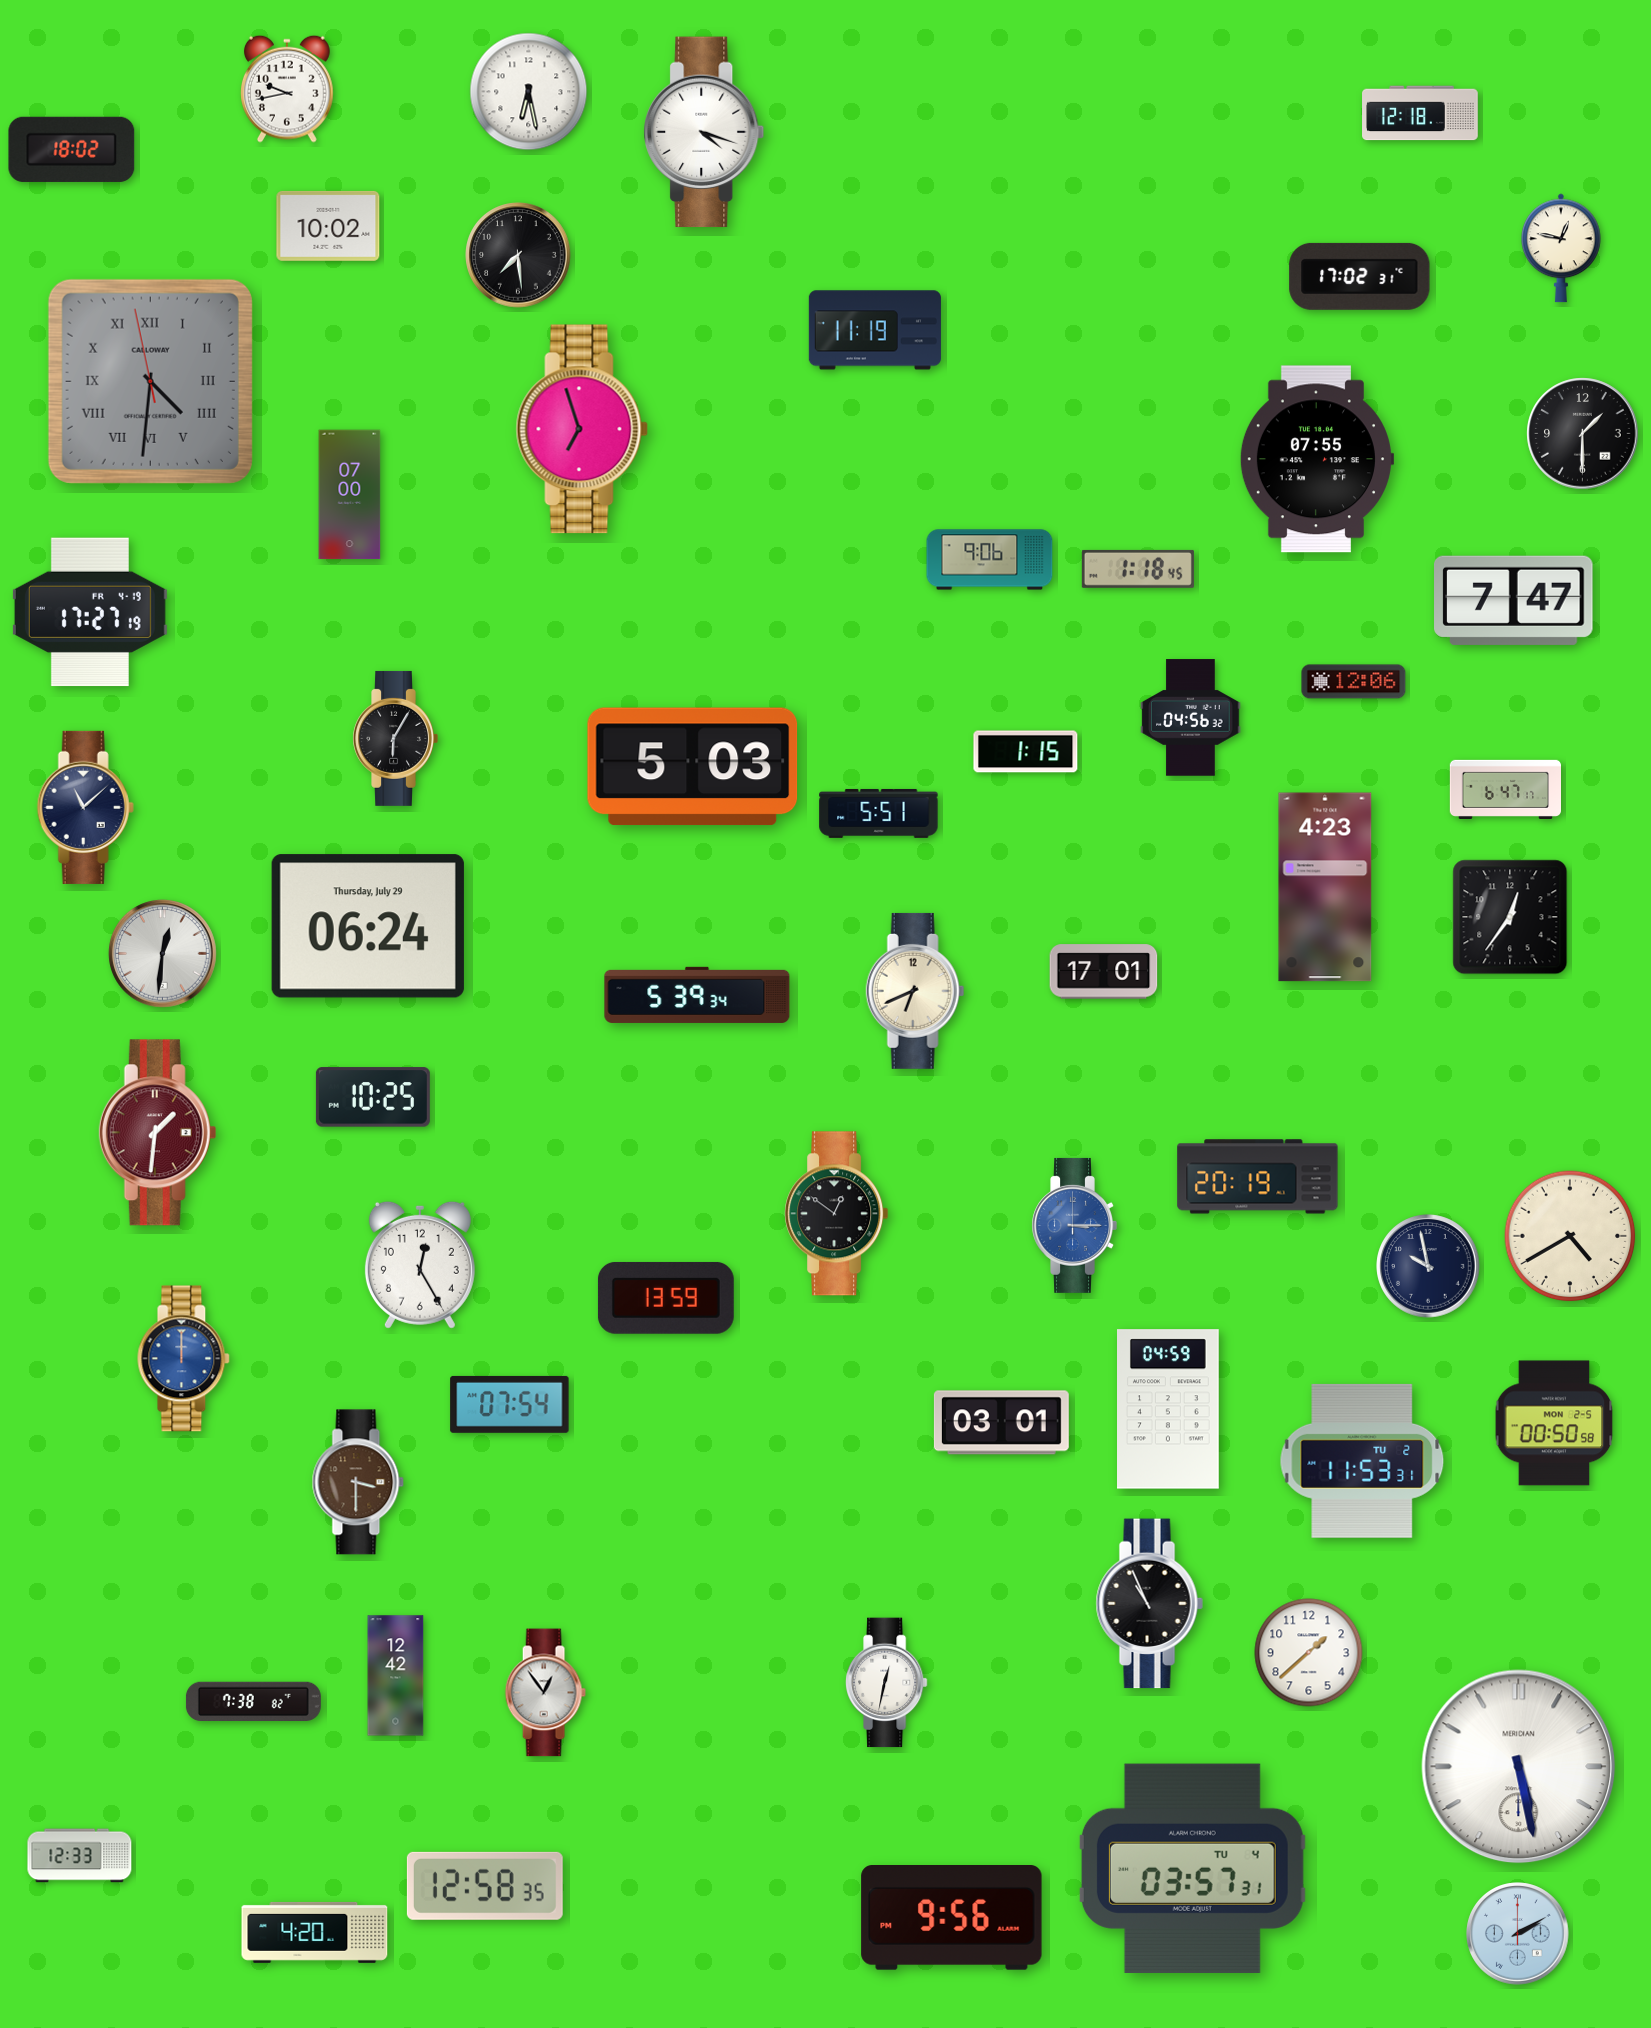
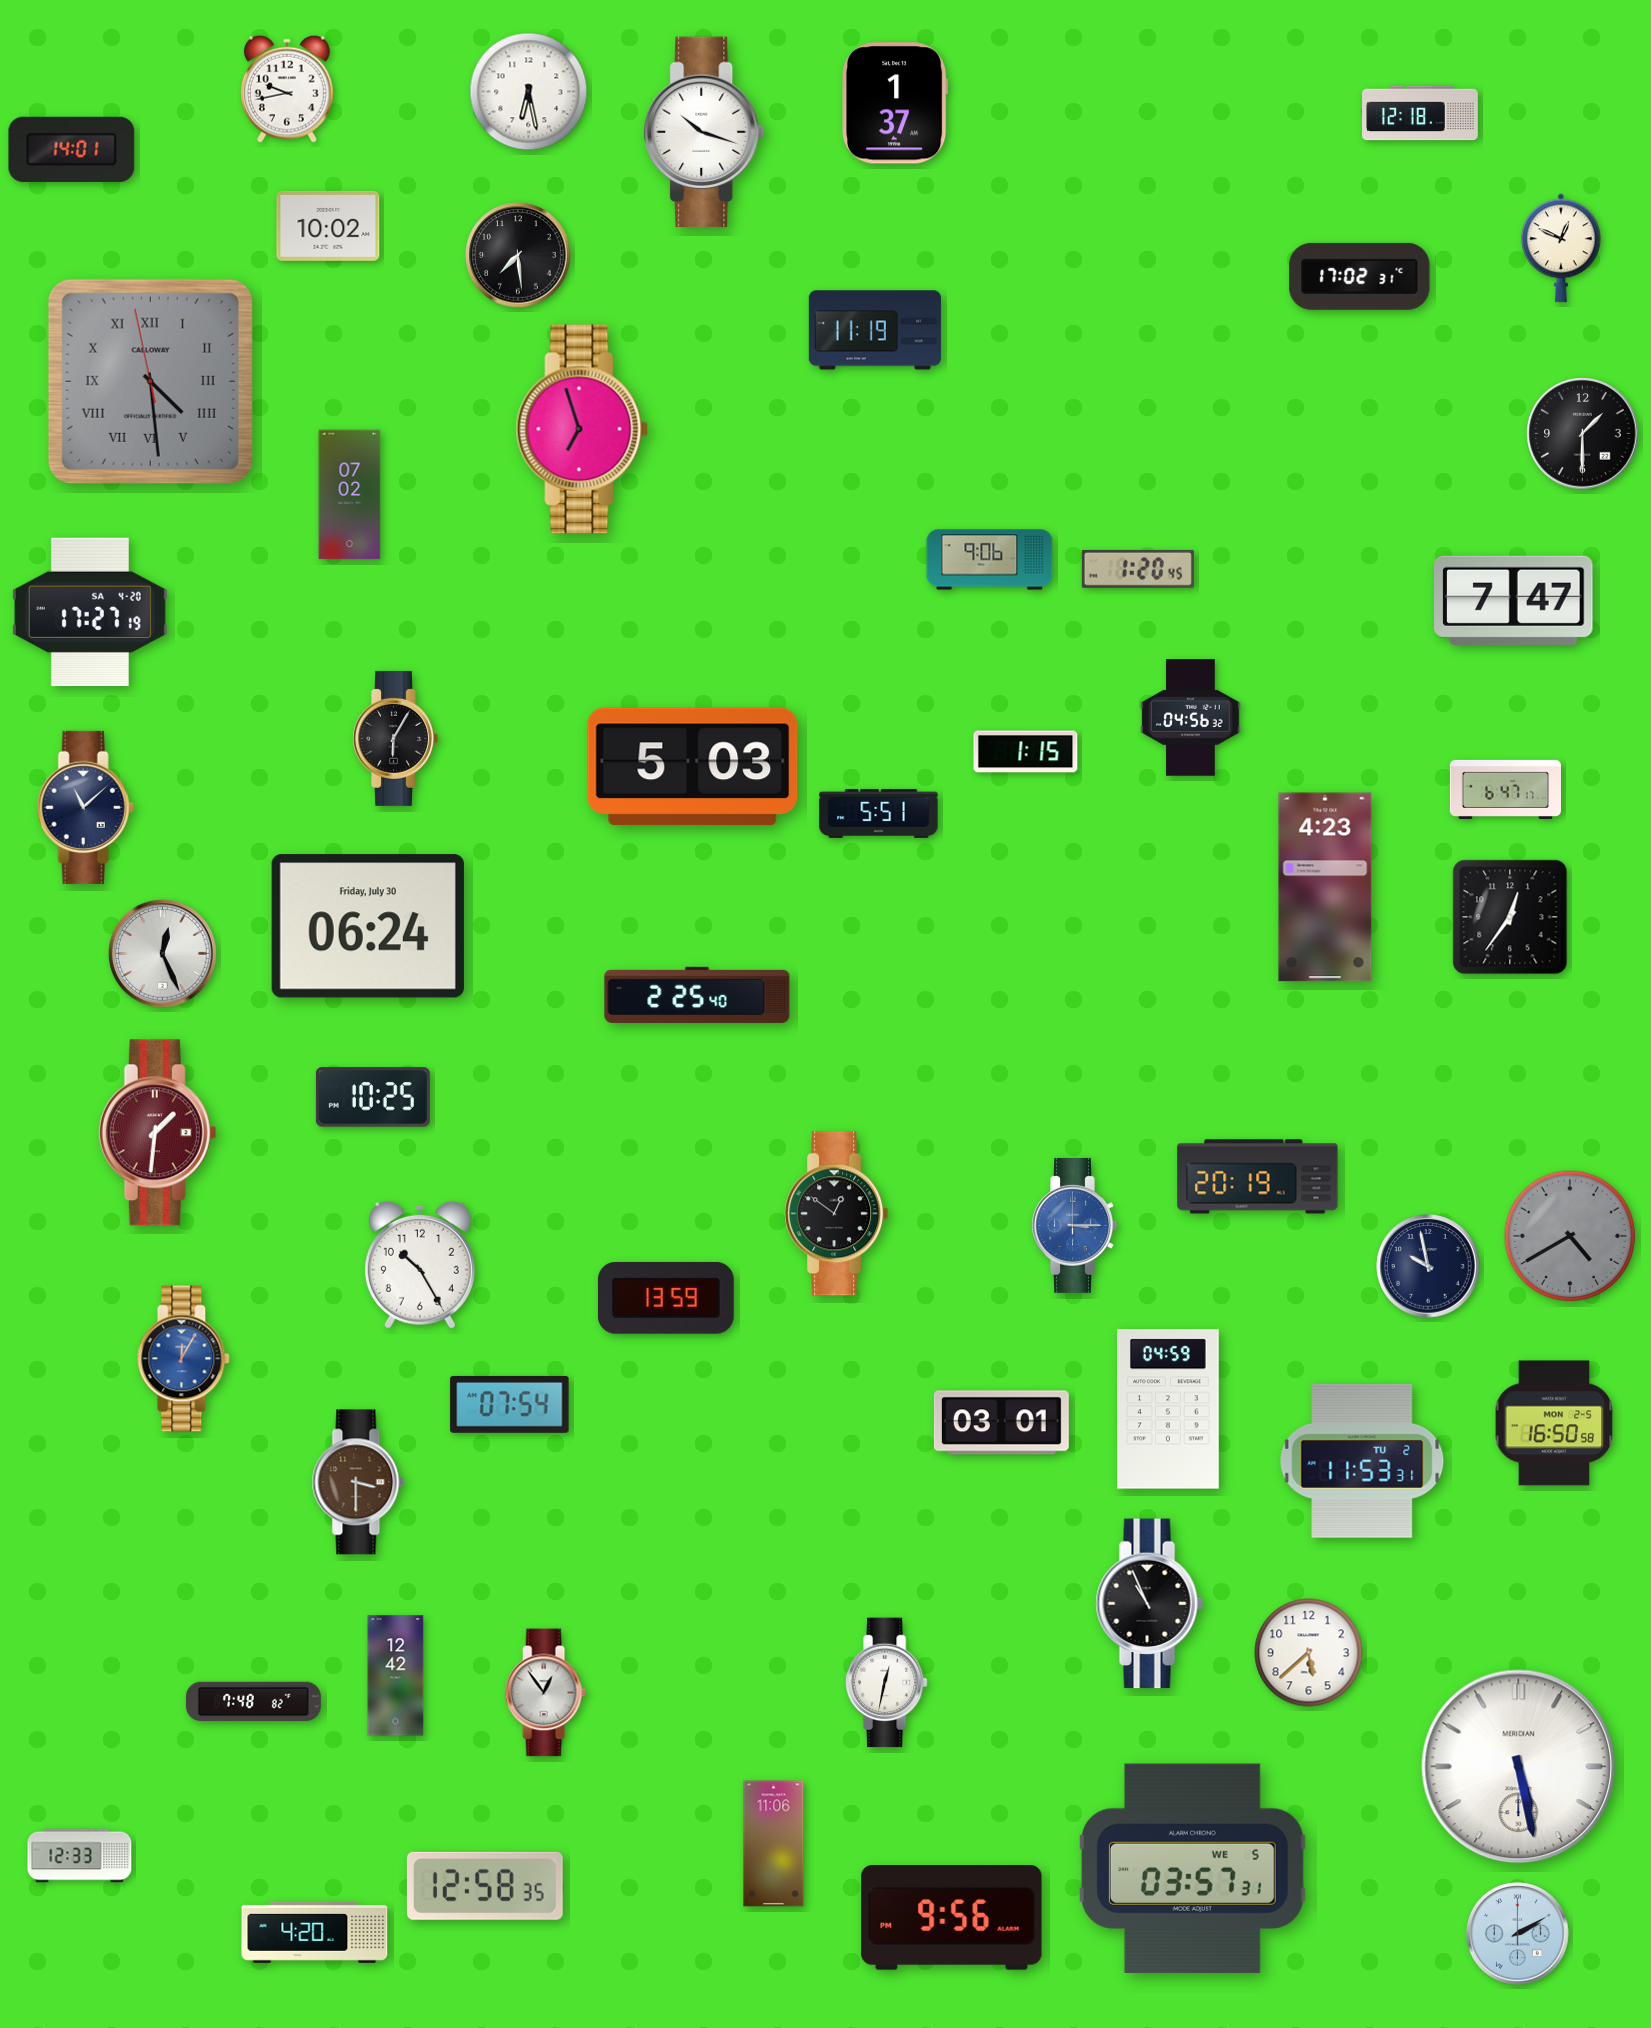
clock at (895, 103): none -> 1:37
clock at (704, 132): 4:18 -> 10:18
clock at (72, 149): 18:02 -> 14:01
clock at (1562, 248): 12:47 -> 12:49
clock at (150, 381): 4:30 -> 4:28
clock at (1316, 459): 07:55 -> none
clock at (350, 495): 07:00 -> 07:02
clock at (1138, 569): 1:18 -> 1:20
clock at (90, 612) date: FR 4-19 -> SA 4-20
clock at (1354, 682): 12:06 -> none
clock at (368, 926) date: Thursday, July 29 -> Friday, July 30
clock at (163, 954): 12:31 -> 12:26
clock at (1104, 972): 17:01 -> none
clock at (915, 991): 6:41 -> none
clock at (697, 995): 5:39 -> 2:25
clock at (1570, 1236) dial: cream -> grey
clock at (420, 1265): 12:25 -> 10:25
clock at (184, 1359): 12:00 -> 12:05
clock at (1554, 1423): 00:50 -> 16:50
clock at (1309, 1653): 1:38 -> 5:38
clock at (253, 1701): 7:38 -> 7:48
clock at (774, 1844): none -> 11:06
clock at (1192, 1868) date: TU 4 -> WE 5
